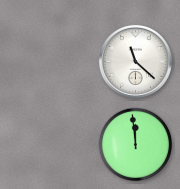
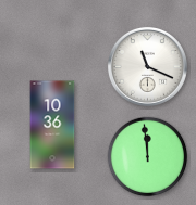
clock at (135, 61): 11:22 -> 11:19
clock at (52, 125): none -> 10:36
